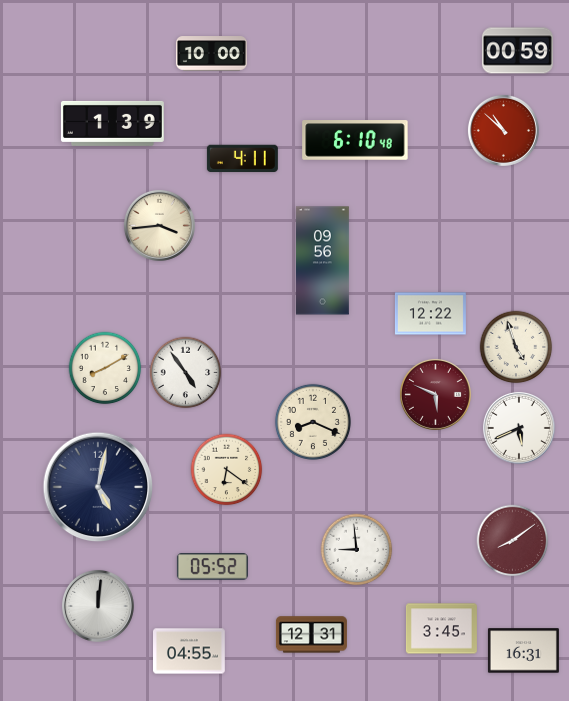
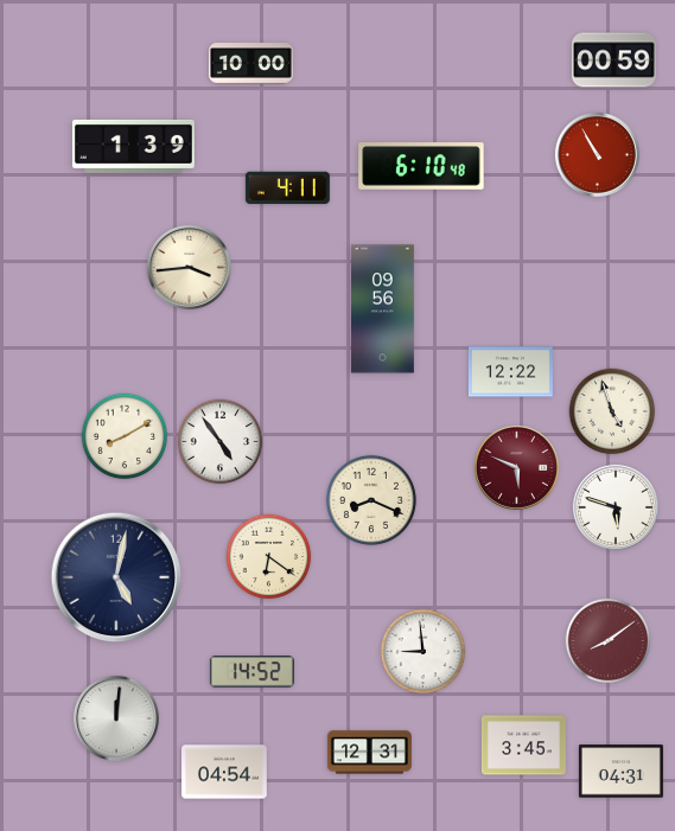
clock at (503, 130): 10:52 -> 10:55
clock at (519, 428): 5:41 -> 5:48
clock at (212, 567): 05:52 -> 14:52
clock at (190, 651): 04:55 -> 04:54
clock at (523, 651): 16:31 -> 04:31
